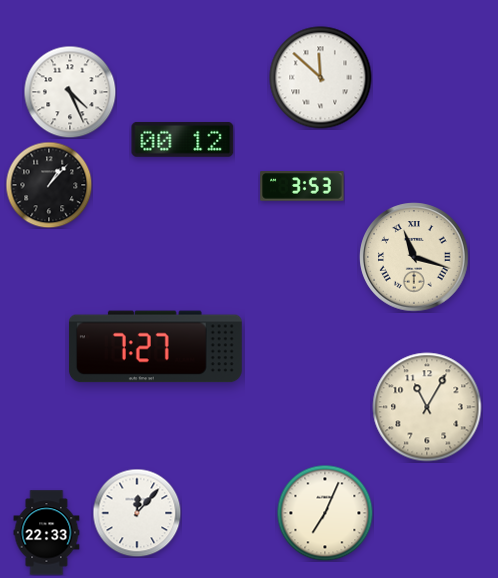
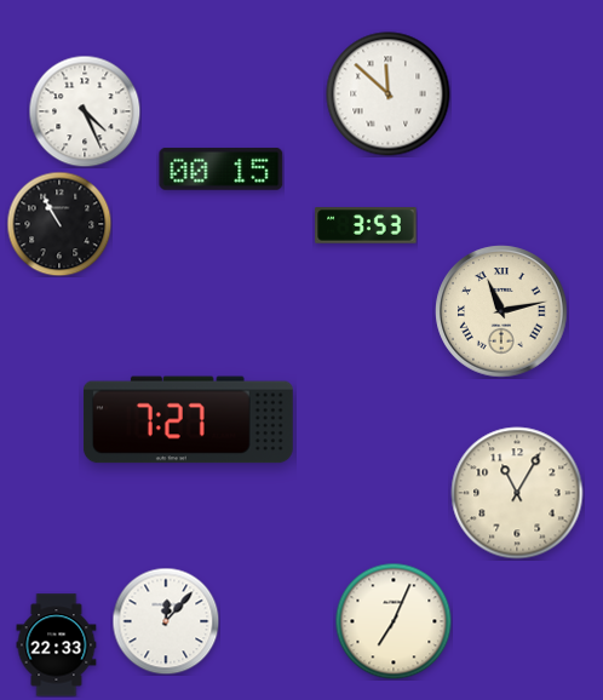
clock at (183, 139): 00:12 -> 00:15
clock at (49, 185): 1:07 -> 10:55
clock at (414, 257): 11:18 -> 11:13
